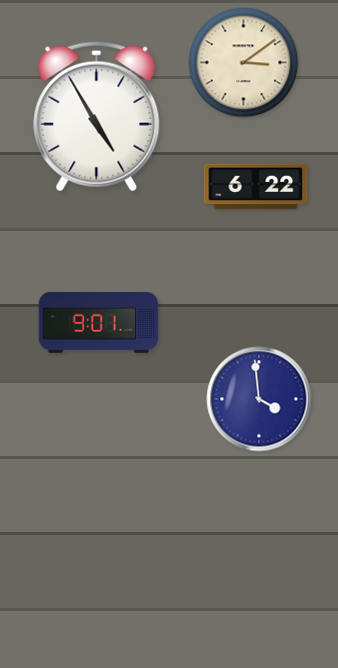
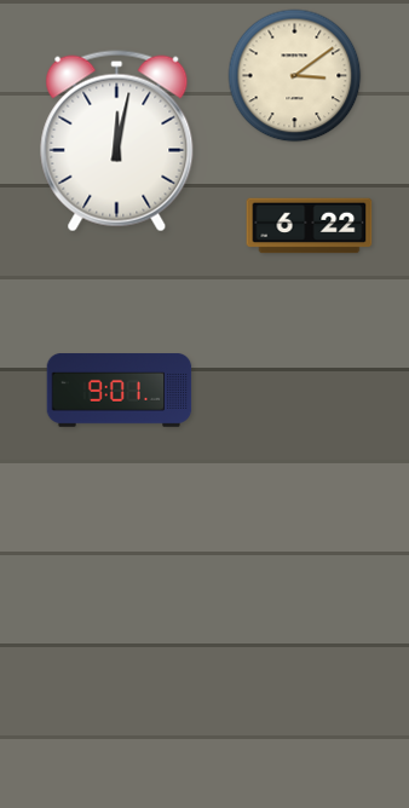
clock at (97, 117): 4:55 -> 12:02
clock at (259, 399): 3:59 -> none
